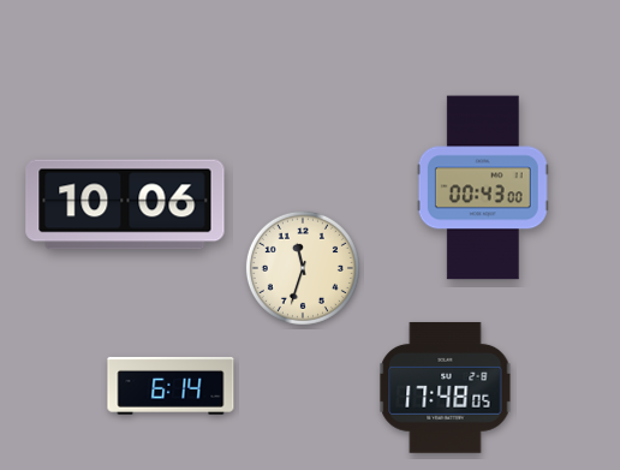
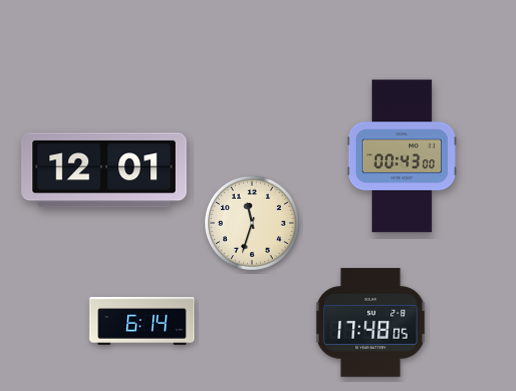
clock at (125, 204): 10:06 -> 12:01
